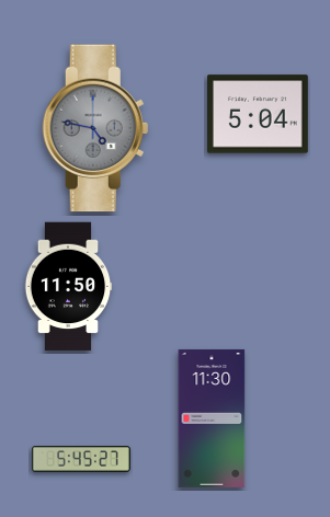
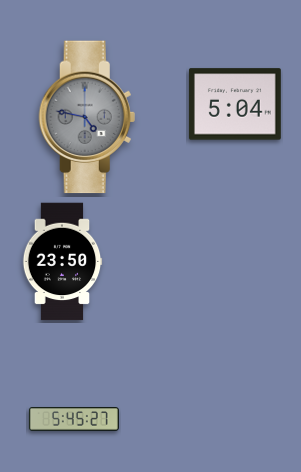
clock at (68, 287): 11:50 -> 23:50
clock at (212, 418): 11:30 -> none
